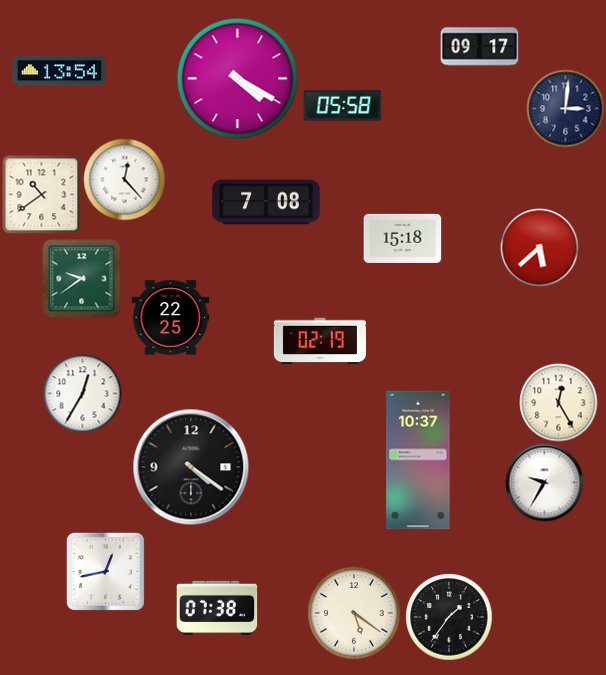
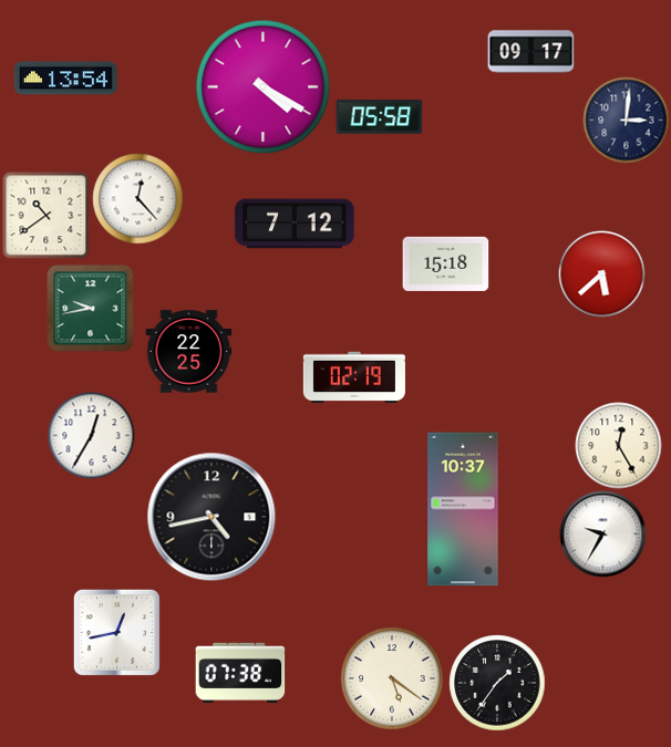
clock at (266, 202): 7:08 -> 7:12
clock at (539, 247) position: (539, 247) -> (601, 273)
clock at (81, 278): 9:39 -> 9:43
clock at (191, 467): 4:21 -> 4:43
